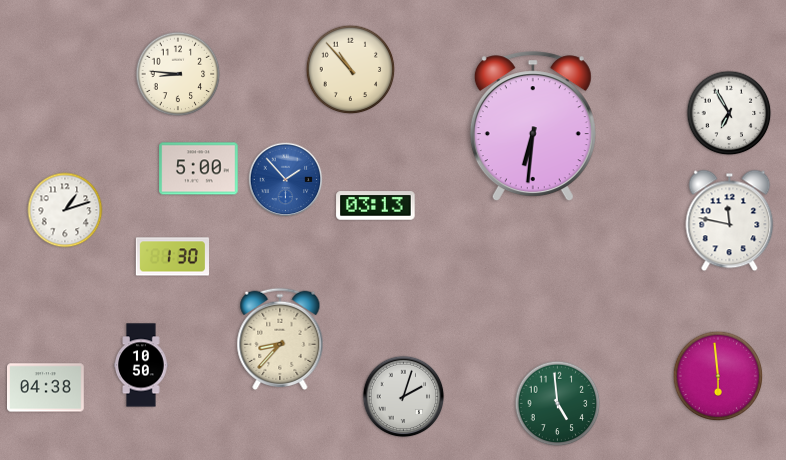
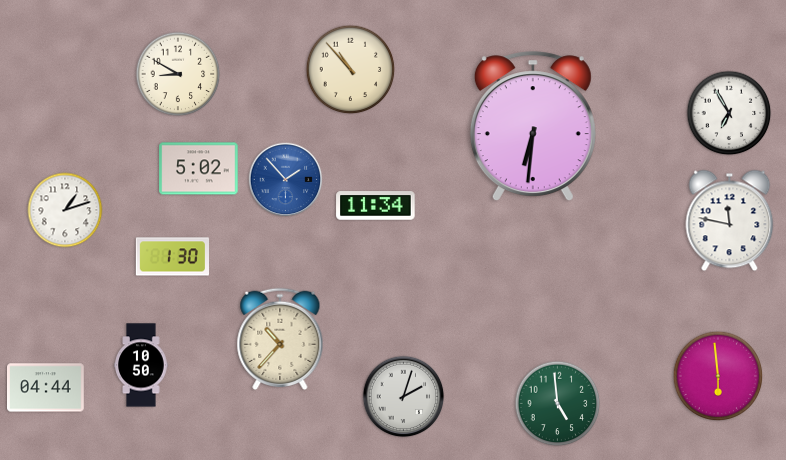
clock at (178, 74): 8:46 -> 8:50
clock at (199, 169): 5:00 -> 5:02
clock at (376, 206): 03:13 -> 11:34
clock at (280, 339): 8:37 -> 10:37
clock at (46, 388): 04:38 -> 04:44
